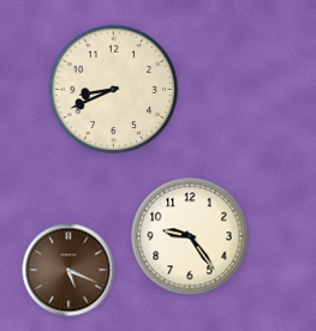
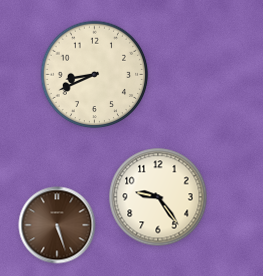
clock at (68, 270): 5:19 -> 5:27
